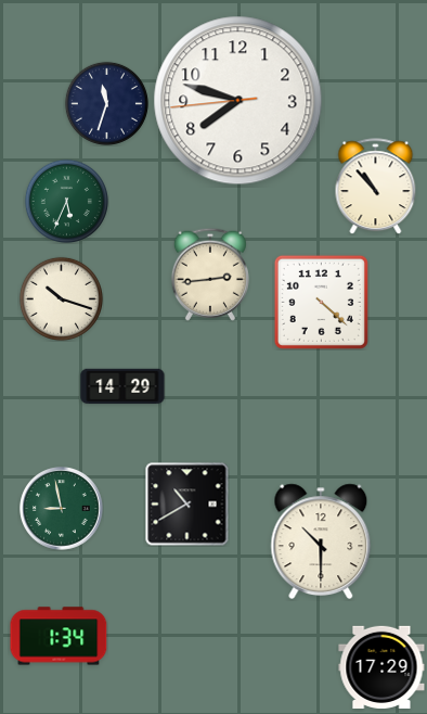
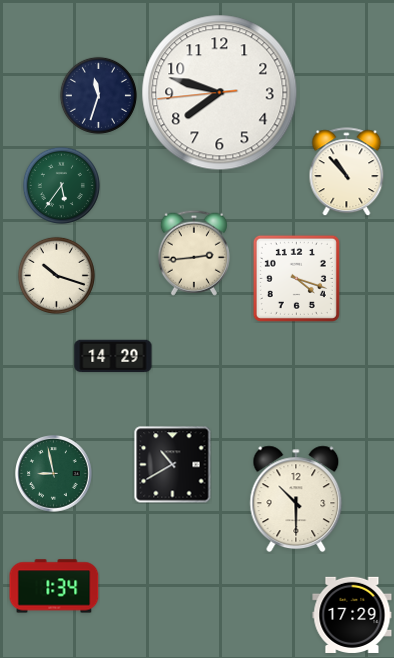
clock at (66, 201): 5:34 -> 5:36
clock at (321, 302): 4:22 -> 4:18
clock at (62, 509) position: (62, 509) -> (54, 474)
